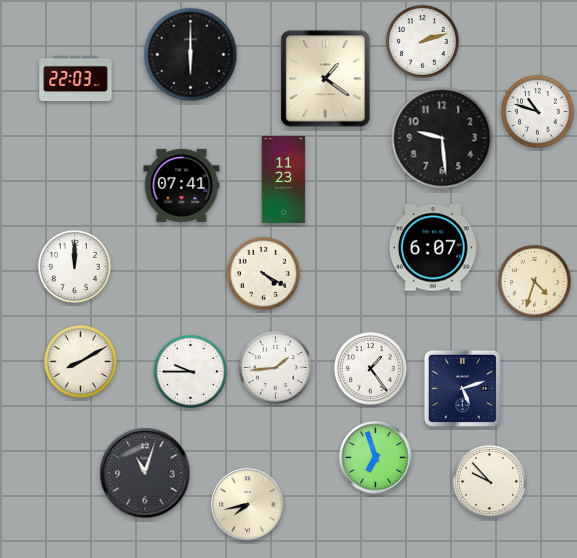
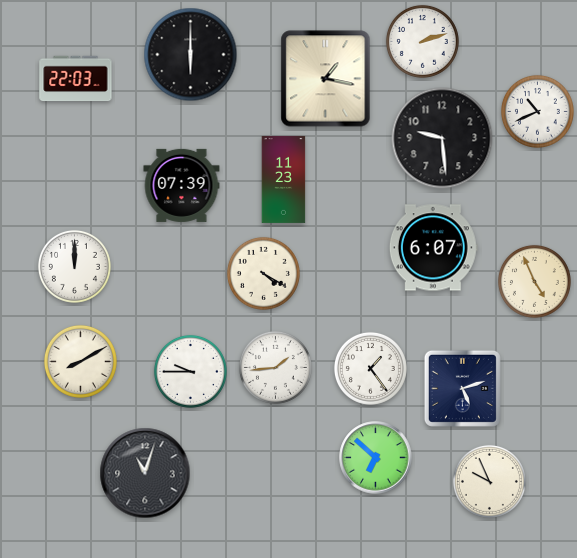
clock at (326, 79): 1:21 -> 1:17
clock at (537, 111): 10:48 -> 10:41
clock at (182, 185): 07:41 -> 07:39
clock at (534, 281): 4:33 -> 4:56
clock at (376, 458): 6:57 -> 6:52
clock at (489, 481): 9:53 -> 9:56
clock at (248, 505): 7:43 -> none
